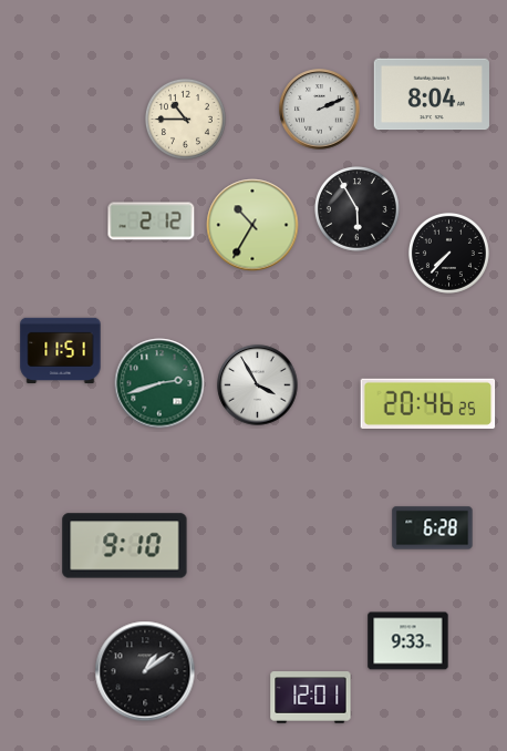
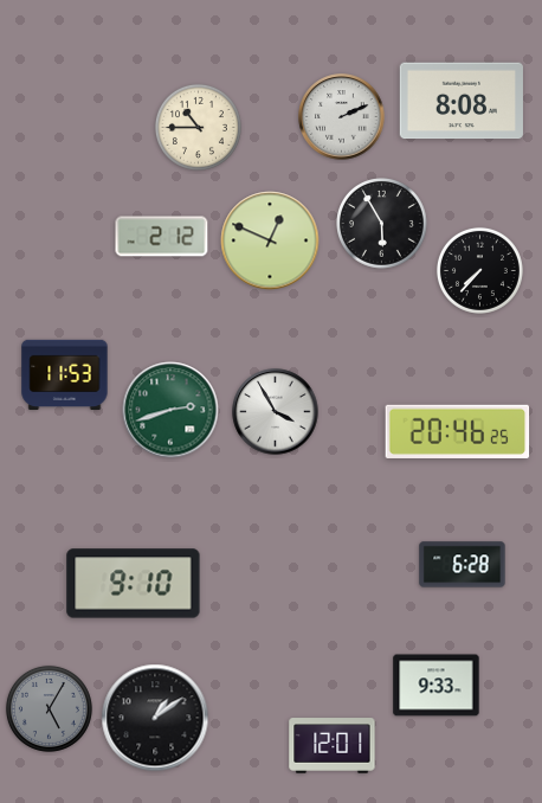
clock at (431, 94): 8:04 -> 8:08
clock at (252, 225): 10:35 -> 12:49
clock at (61, 350): 11:51 -> 11:53
clock at (49, 708): none -> 5:05
